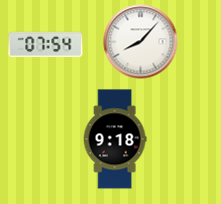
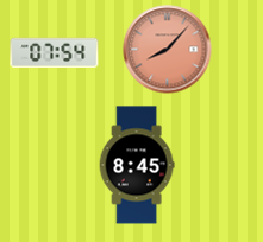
clock at (141, 42) dial: white -> salmon
clock at (115, 139): 9:18 -> 8:45
